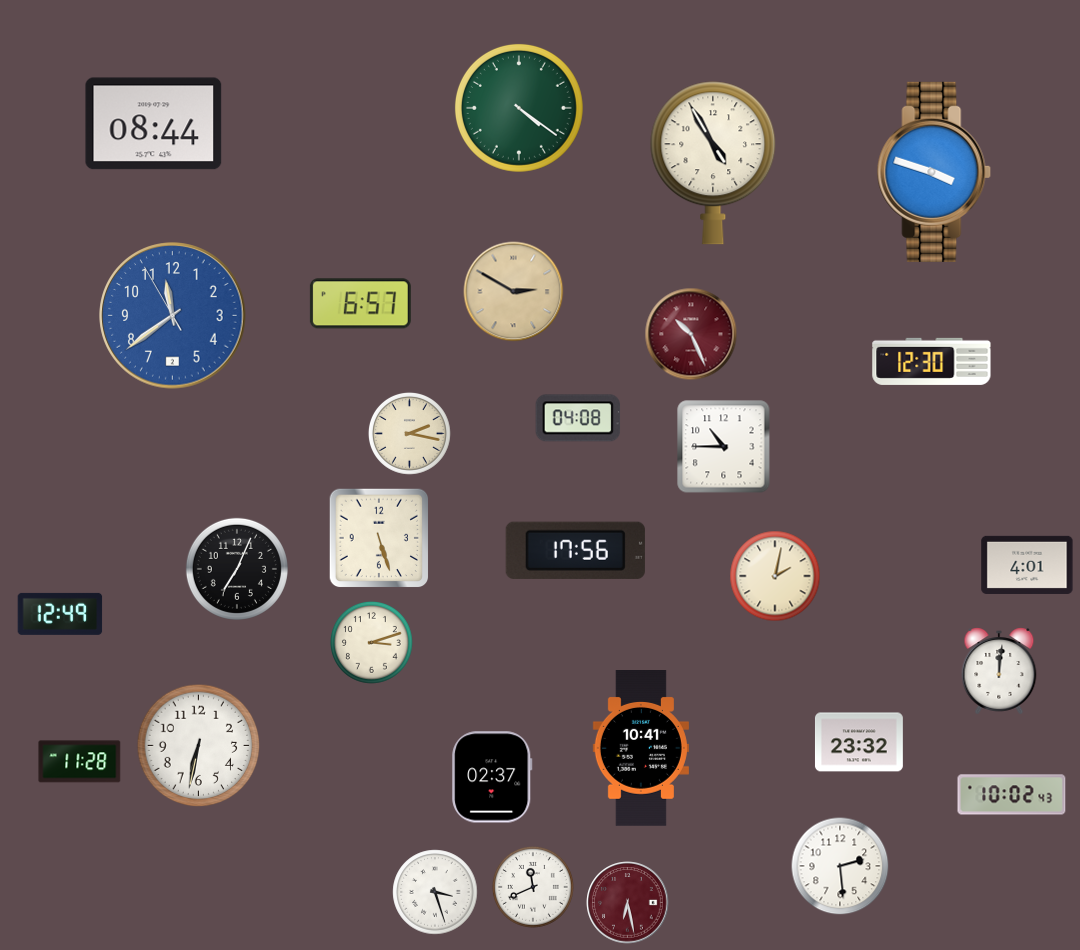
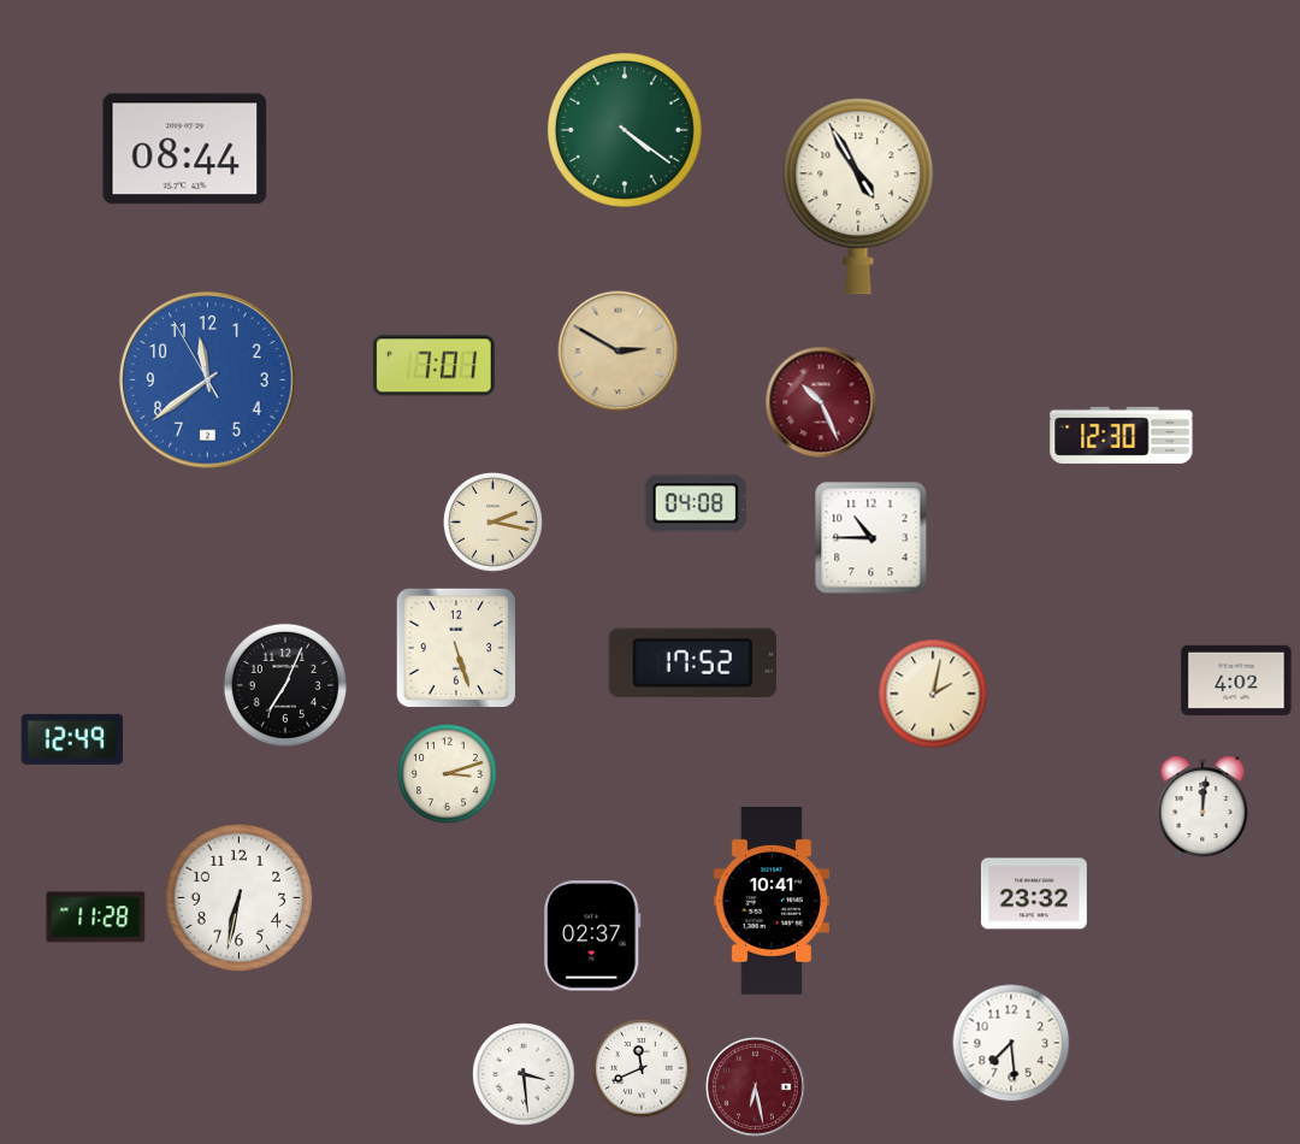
clock at (934, 172): 3:48 -> none
clock at (360, 304): 6:57 -> 7:01
clock at (691, 334) position: (691, 334) -> (821, 402)
clock at (575, 550): 17:56 -> 17:52
clock at (1027, 565): 4:01 -> 4:02
clock at (1012, 795): 10:02 -> none
clock at (840, 866): 2:29 -> 7:29
clock at (435, 892): 3:27 -> 3:29
